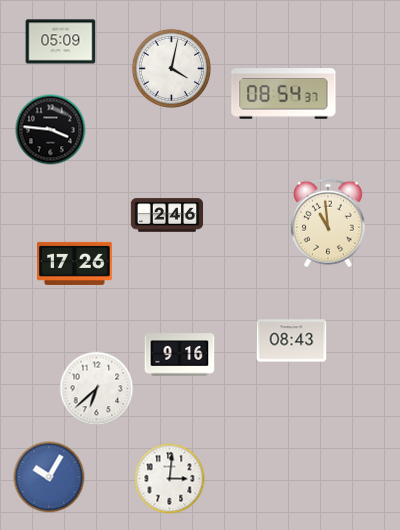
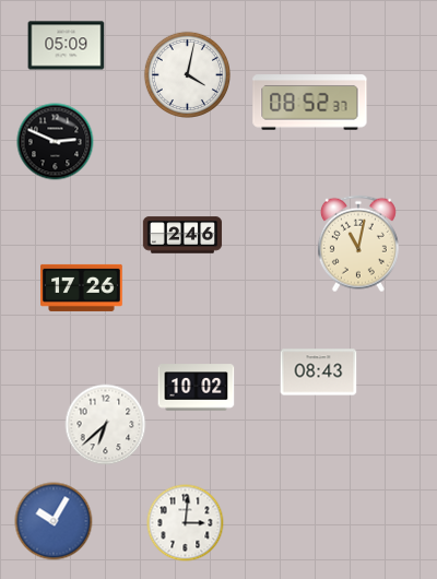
clock at (284, 94): 08:54 -> 08:52
clock at (51, 130): 3:46 -> 2:49
clock at (328, 223): 10:59 -> 11:02
clock at (180, 355): 9:16 -> 10:02
